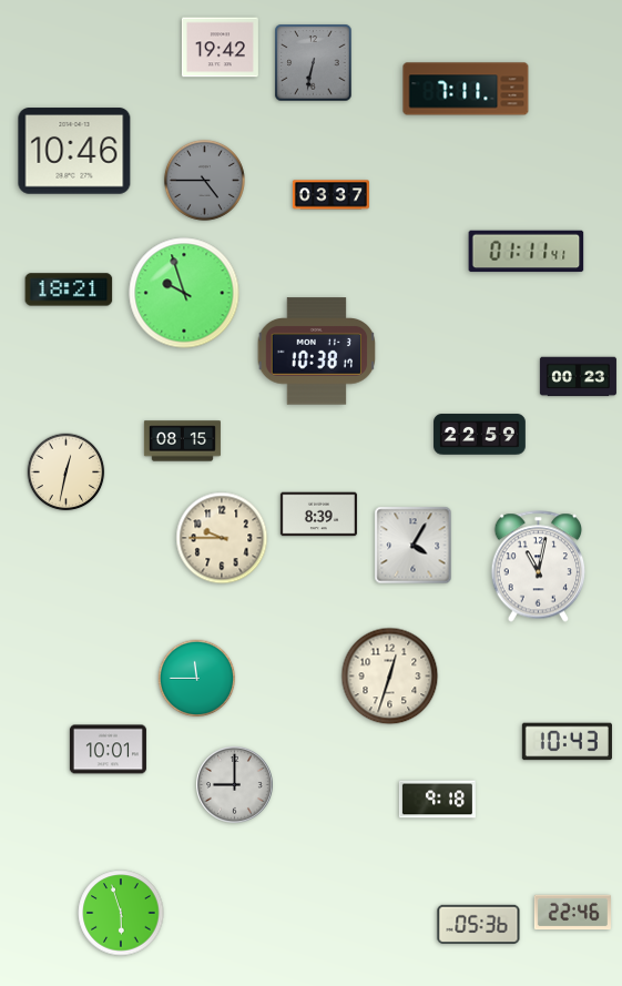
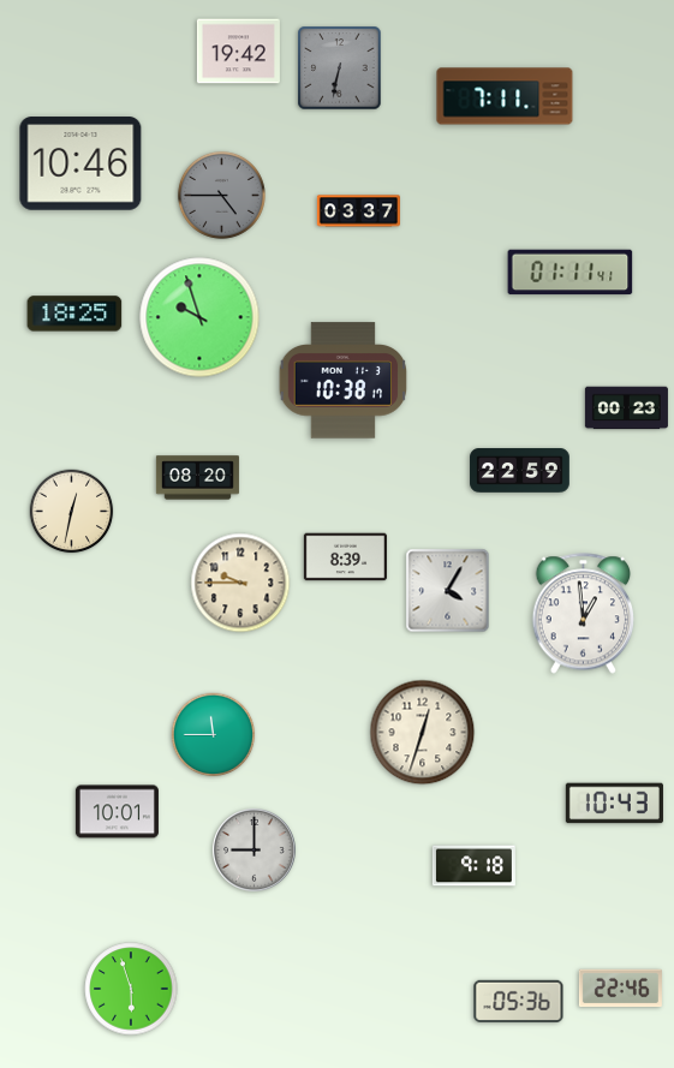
clock at (69, 289): 18:21 -> 18:25
clock at (182, 441): 08:15 -> 08:20
clock at (539, 567): 11:02 -> 12:59
